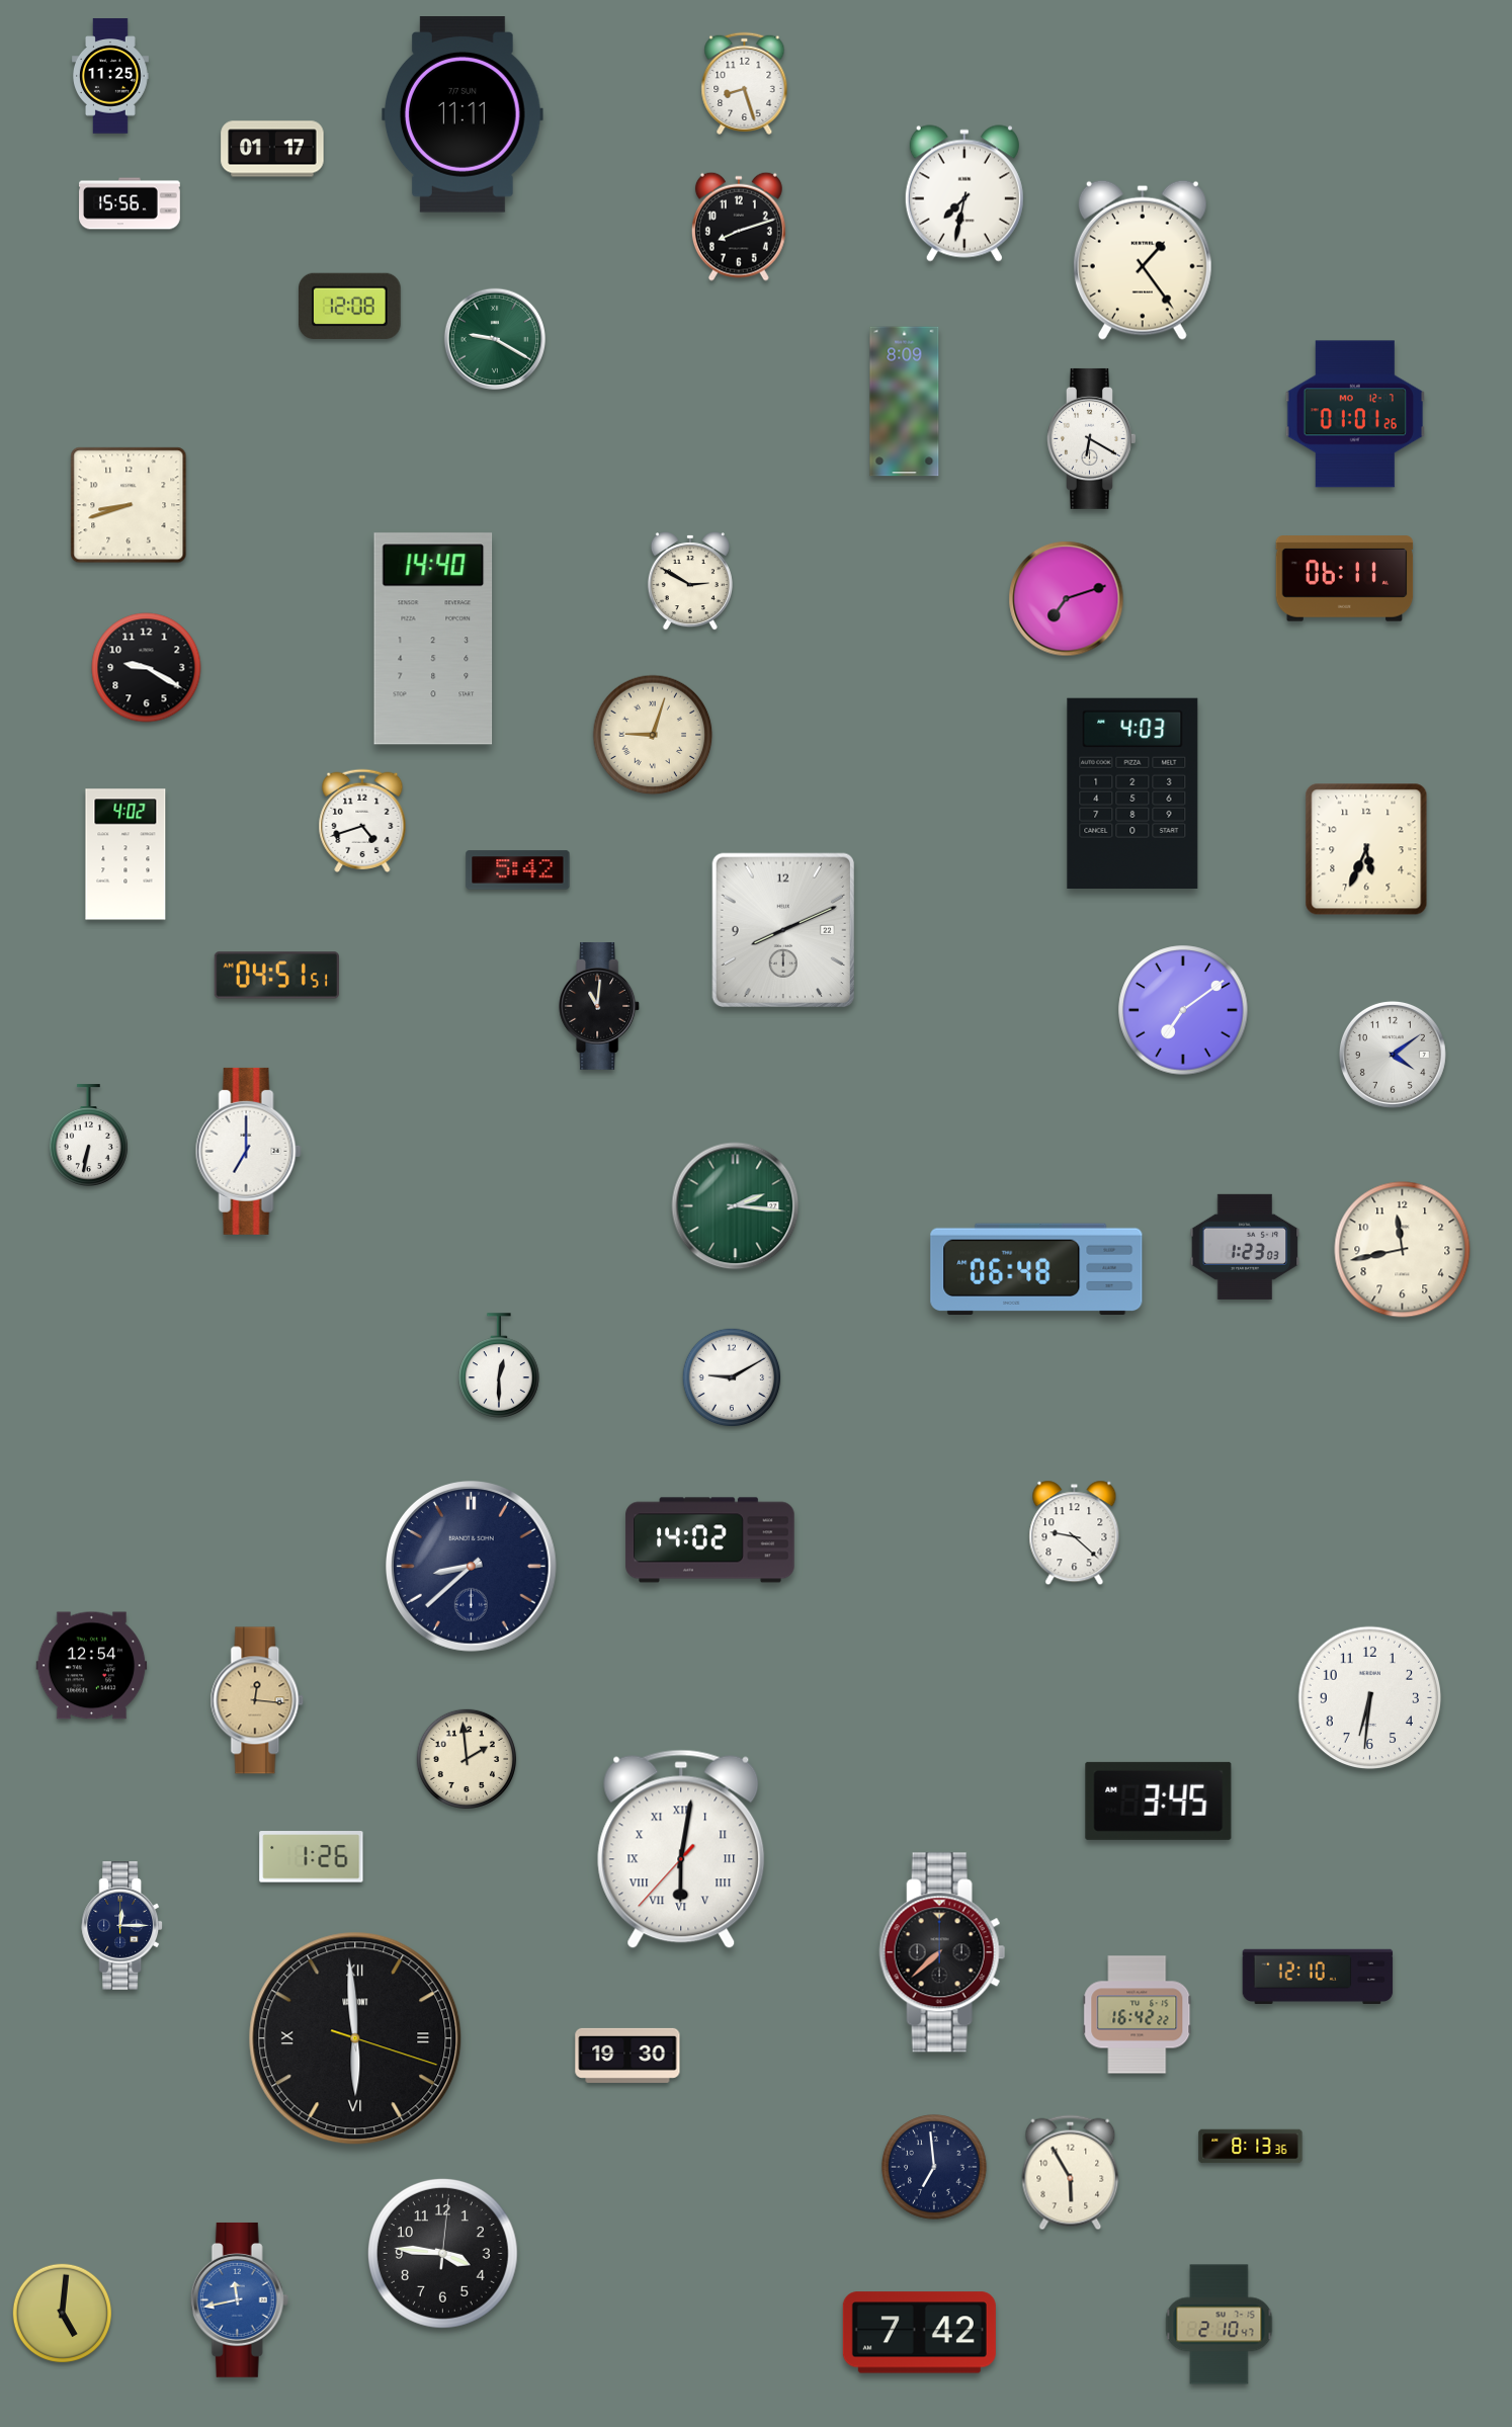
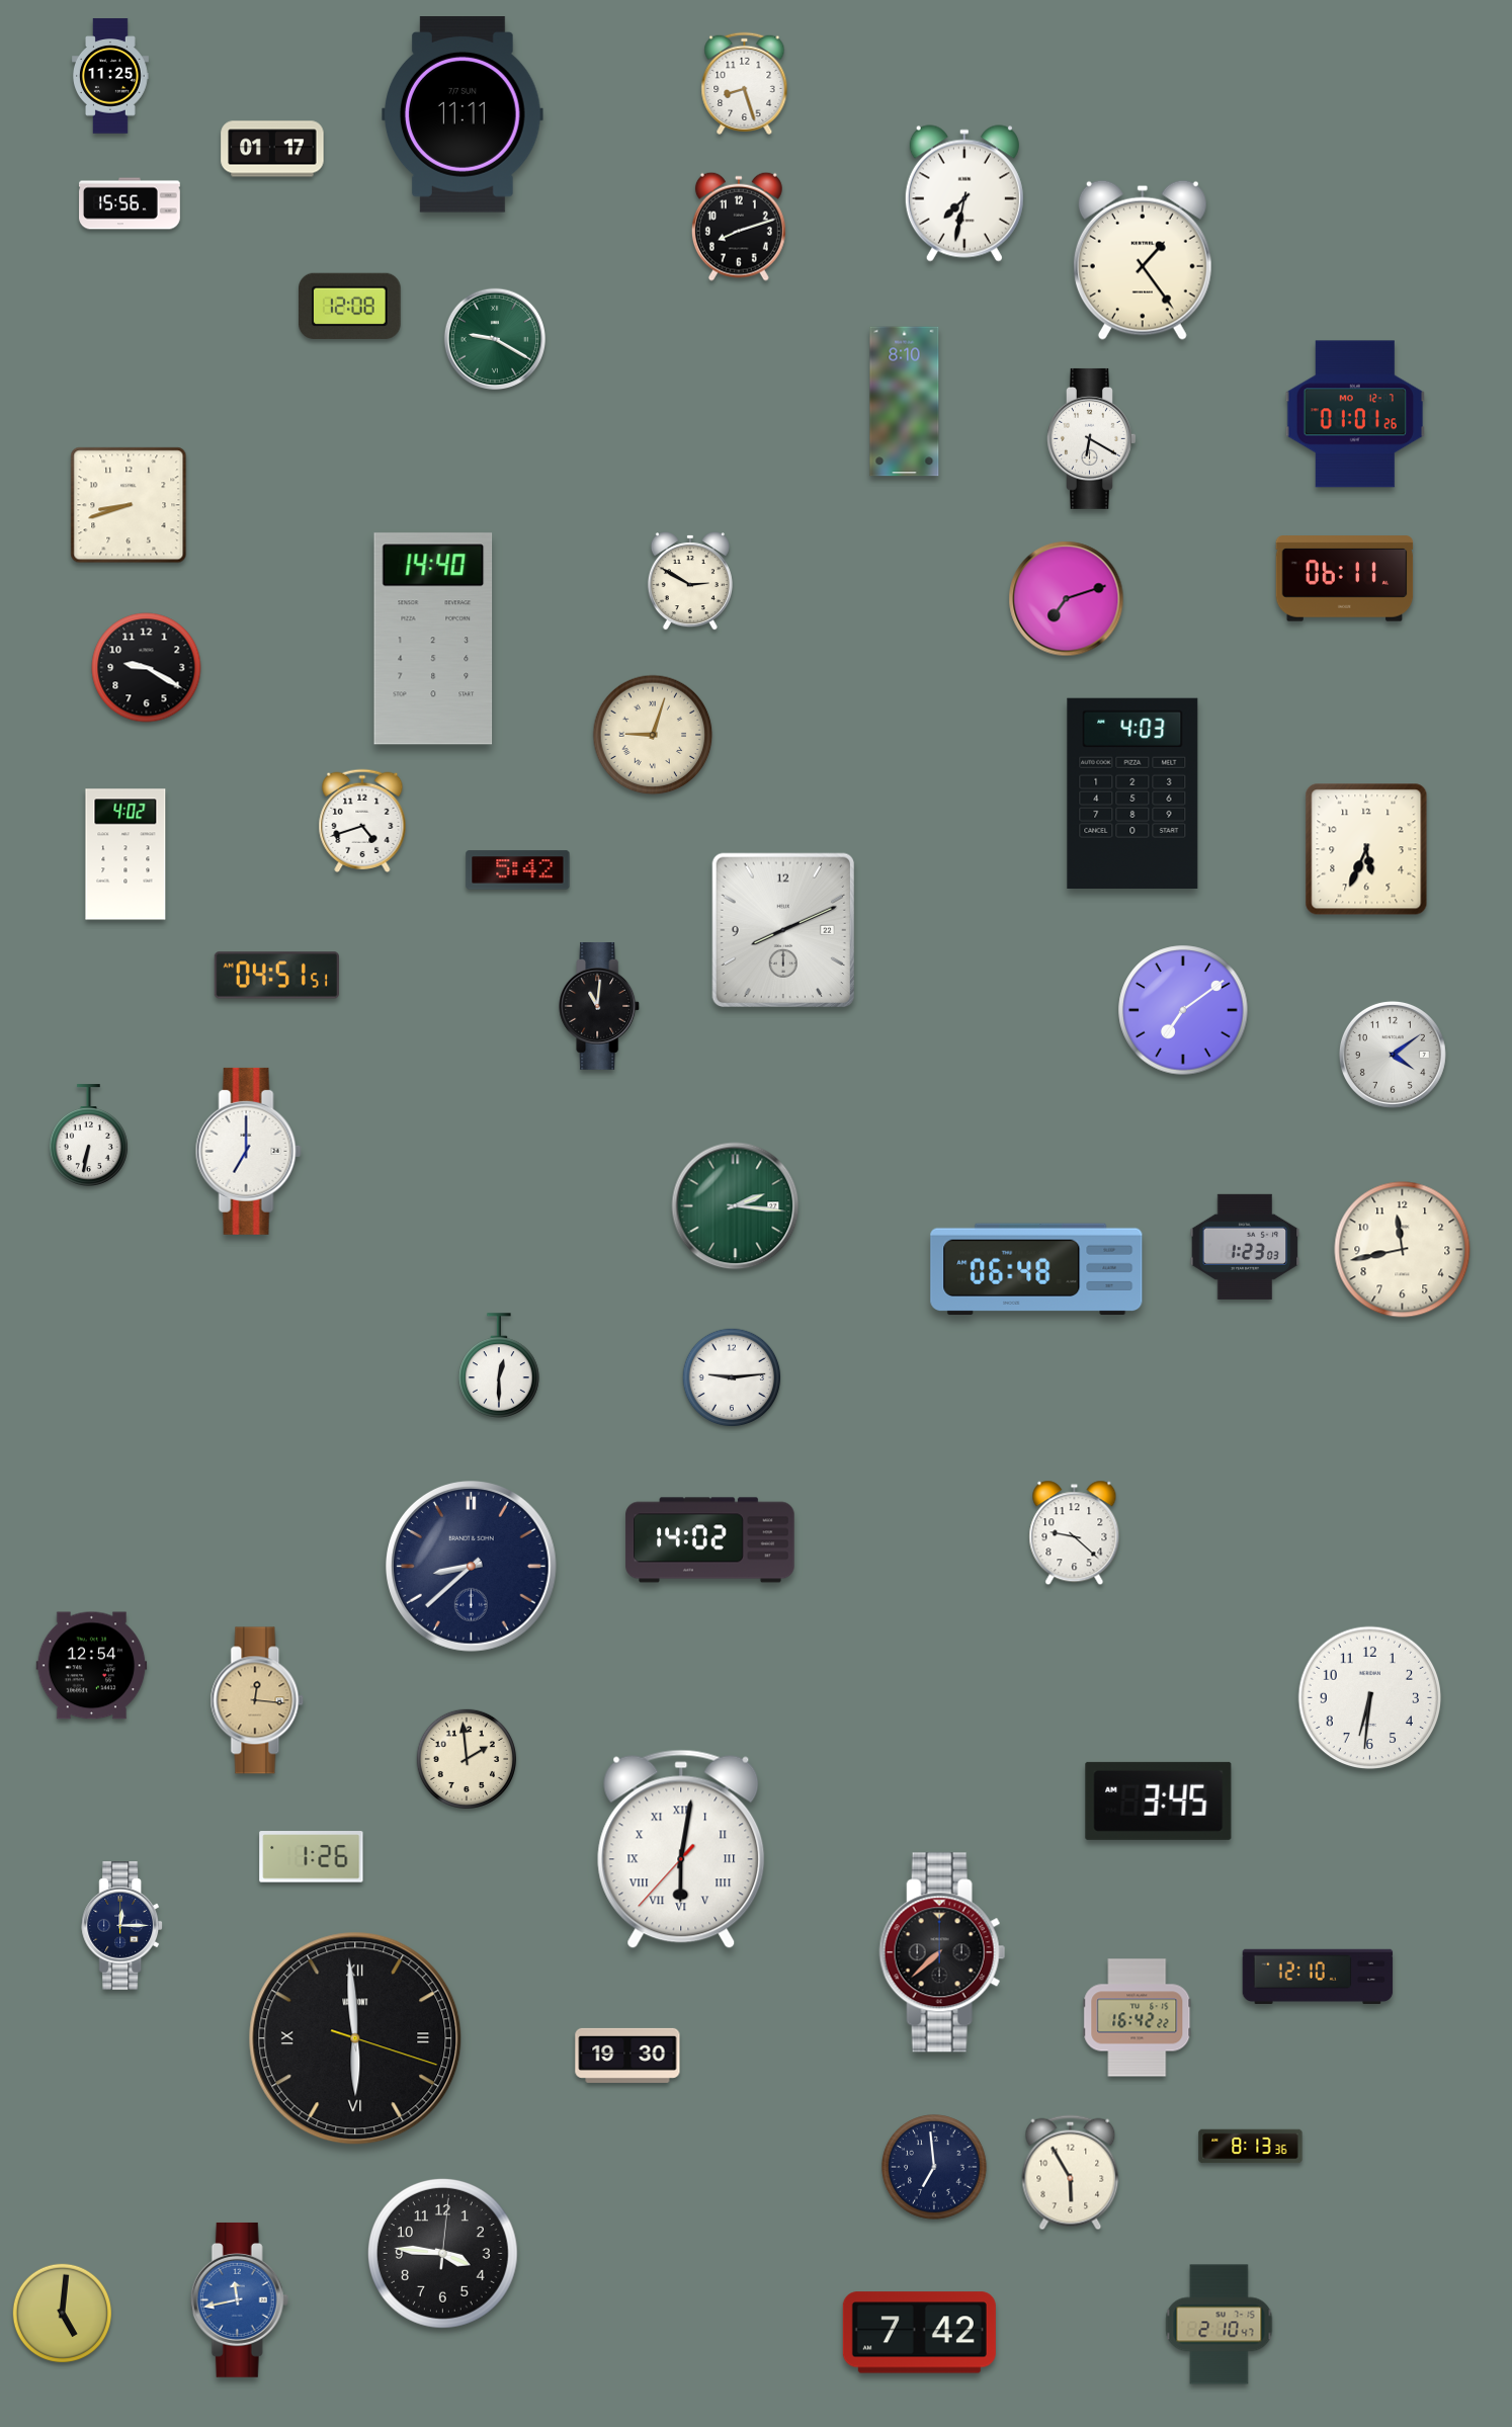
clock at (905, 402): 8:09 -> 8:10
clock at (732, 1377): 9:10 -> 9:14
clock at (1138, 2015) position: (1138, 2015) -> (1138, 2018)
